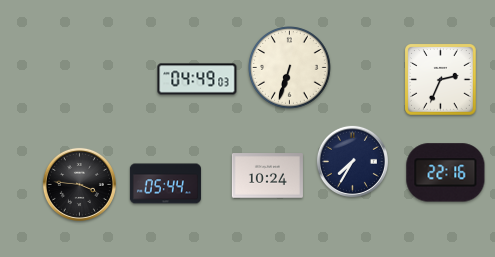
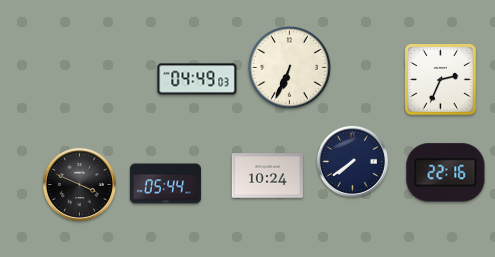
clock at (290, 68): 6:33 -> 6:34
clock at (352, 161): 7:35 -> 7:39
clock at (79, 184): 3:46 -> 3:49
